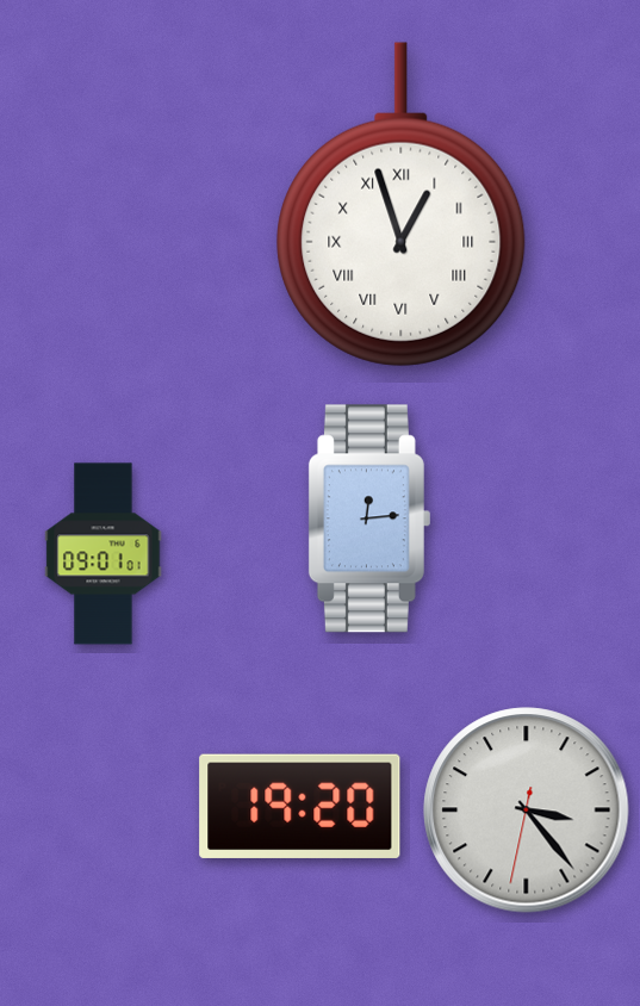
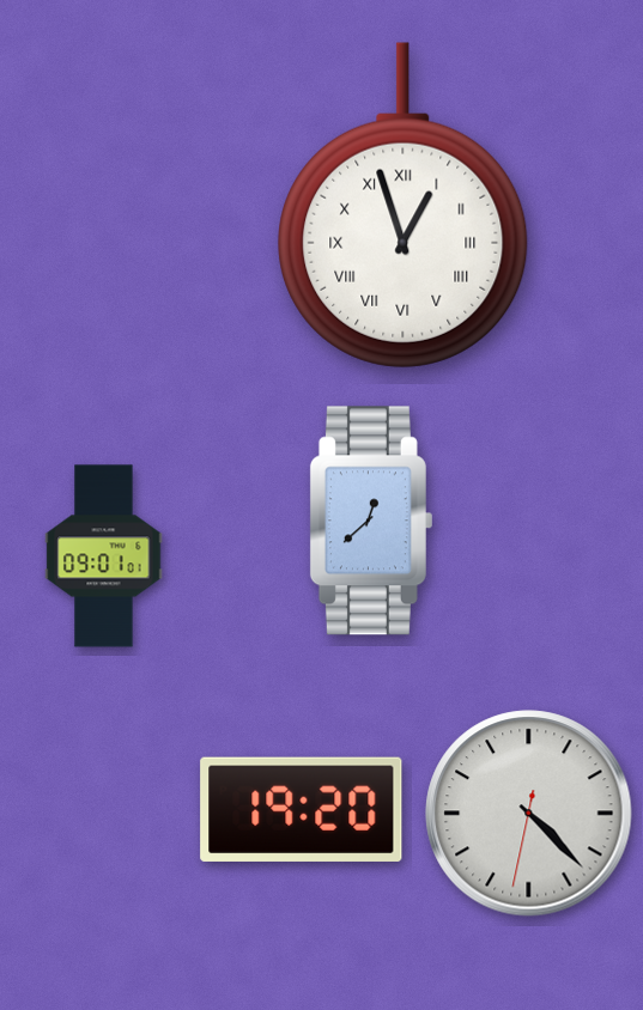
clock at (369, 518): 12:14 -> 12:38
clock at (527, 811): 3:23 -> 4:22
